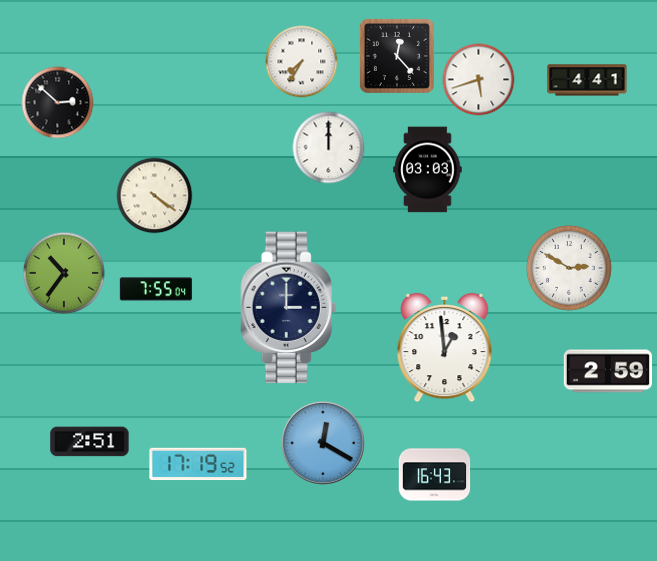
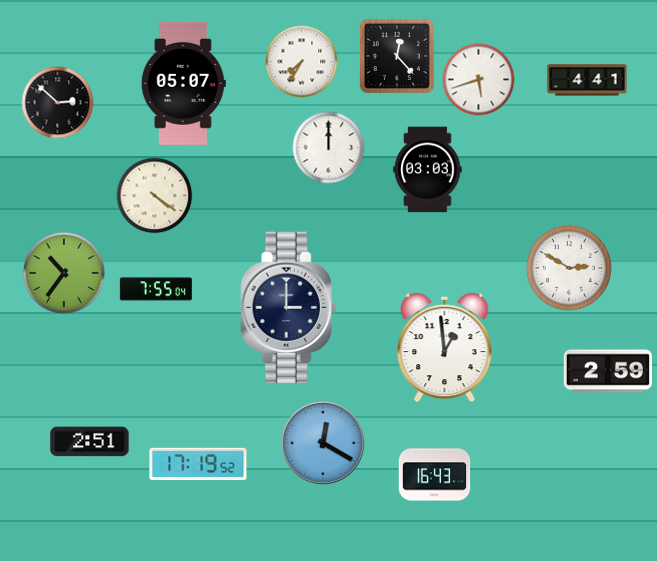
clock at (183, 83): none -> 05:07
